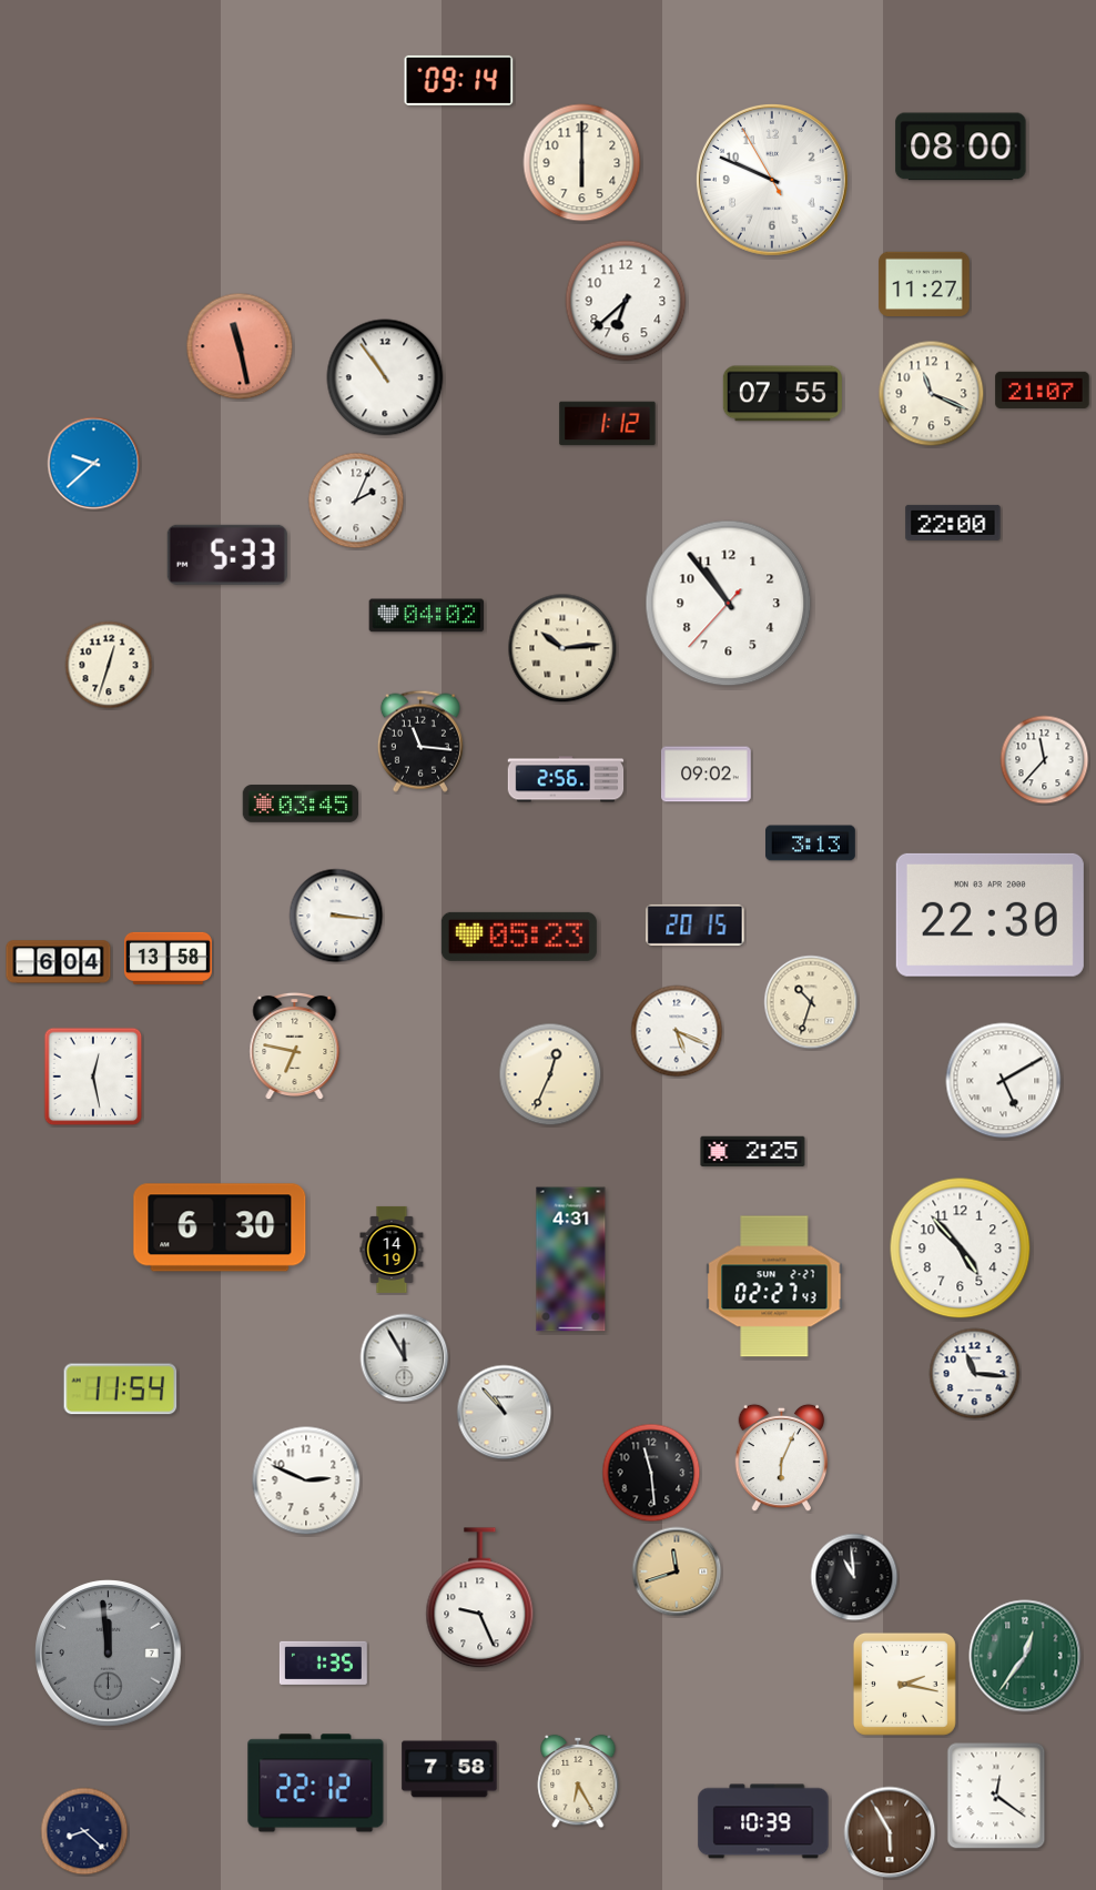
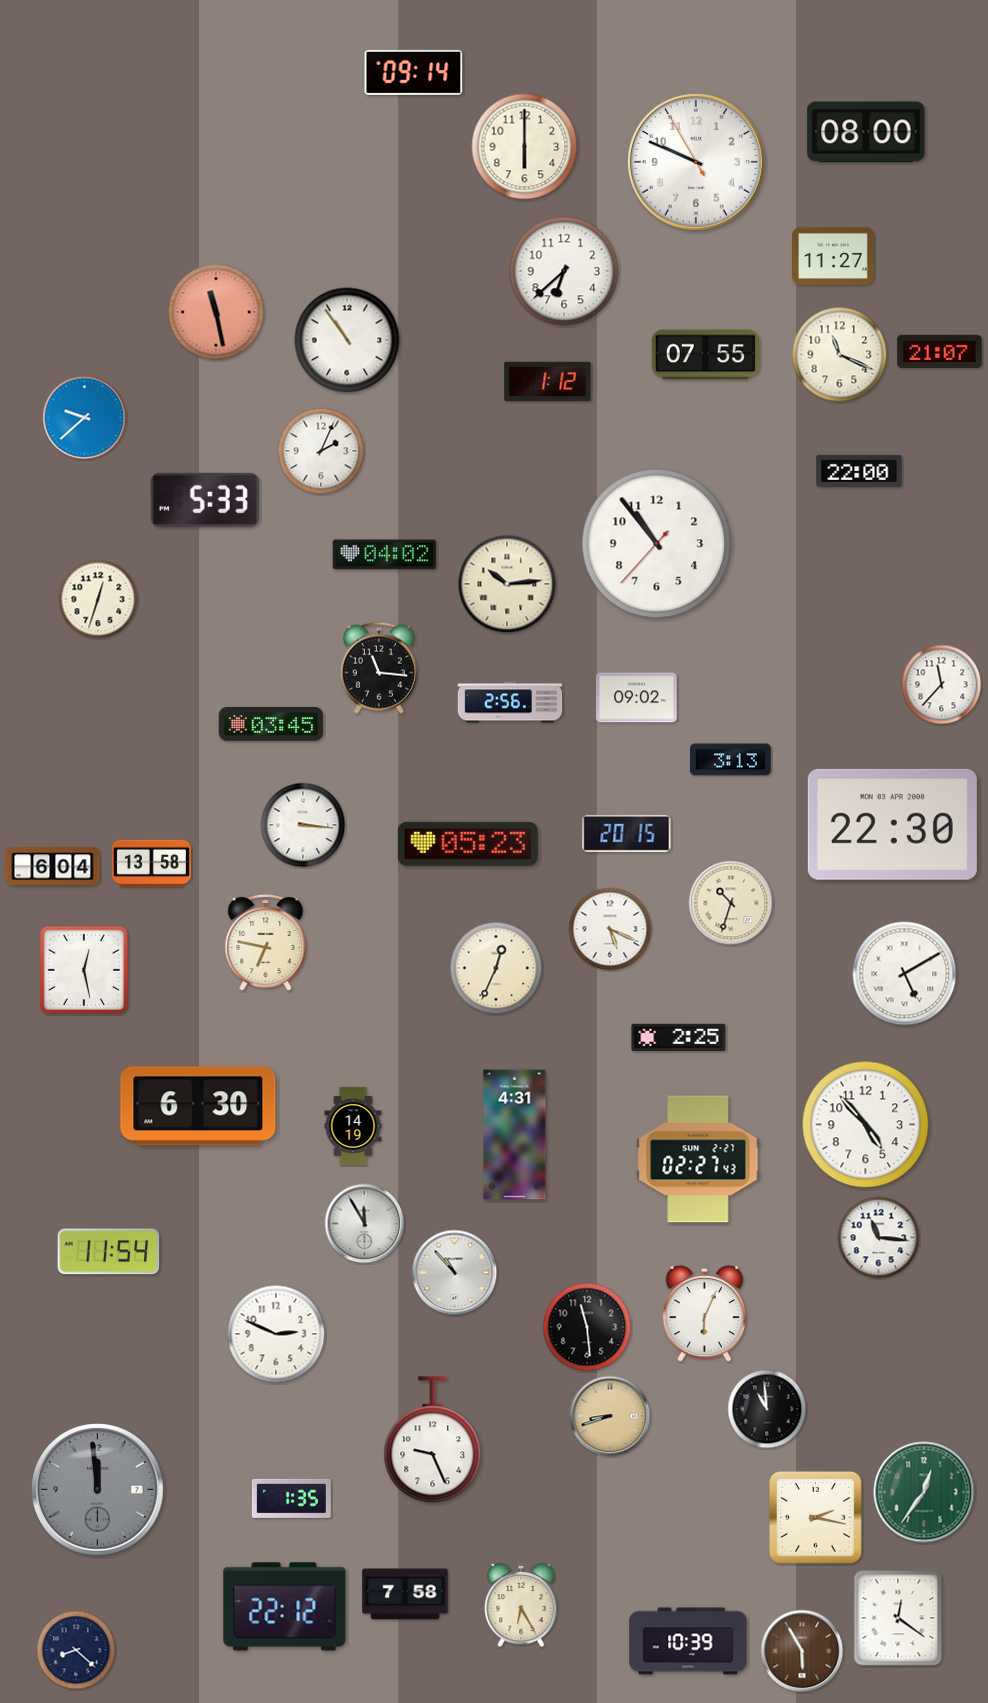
clock at (677, 1571): 11:42 -> 8:42
clock at (854, 1577) position: (854, 1577) -> (767, 1409)
